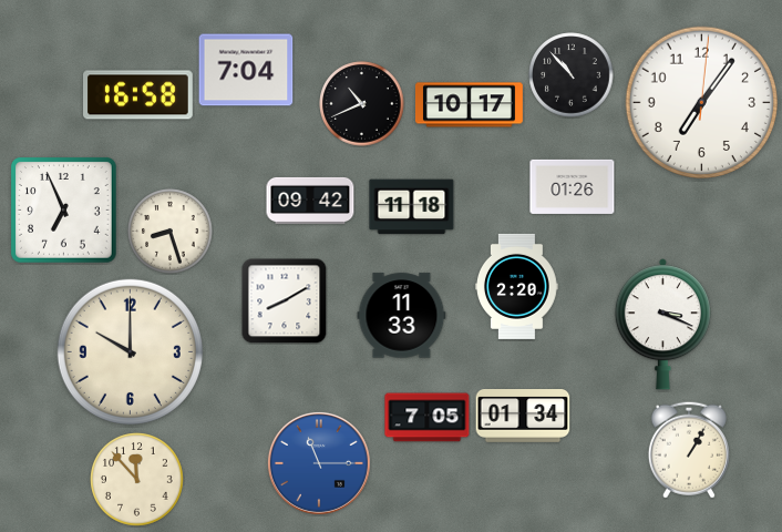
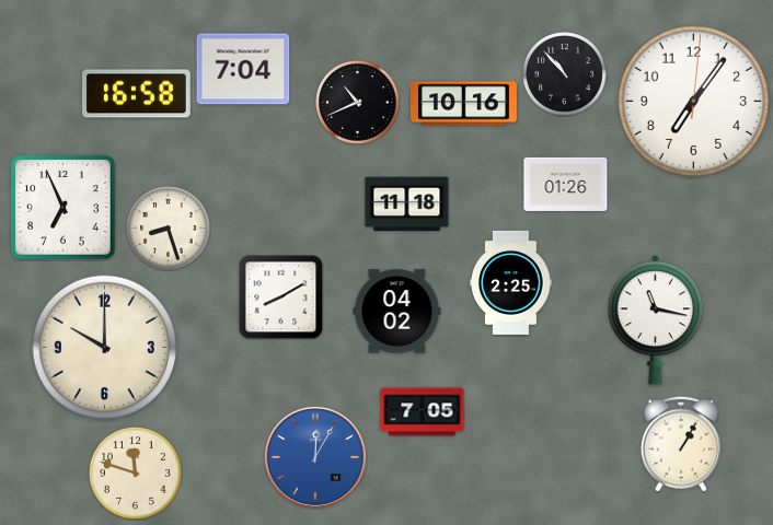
clock at (469, 105): 10:17 -> 10:16
clock at (310, 201): 09:42 -> none
clock at (517, 286): 2:20 -> 2:25
clock at (402, 316): 11:33 -> 04:02
clock at (662, 325): 3:19 -> 11:17
clock at (130, 351) position: (130, 351) -> (104, 347)
clock at (523, 417): 01:34 -> none
clock at (319, 463): 11:15 -> 12:05
clock at (137, 480): 11:53 -> 11:48
